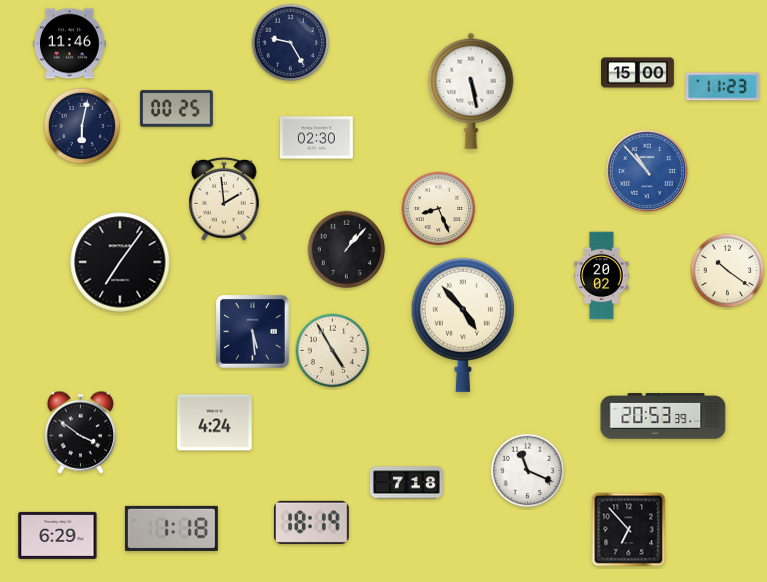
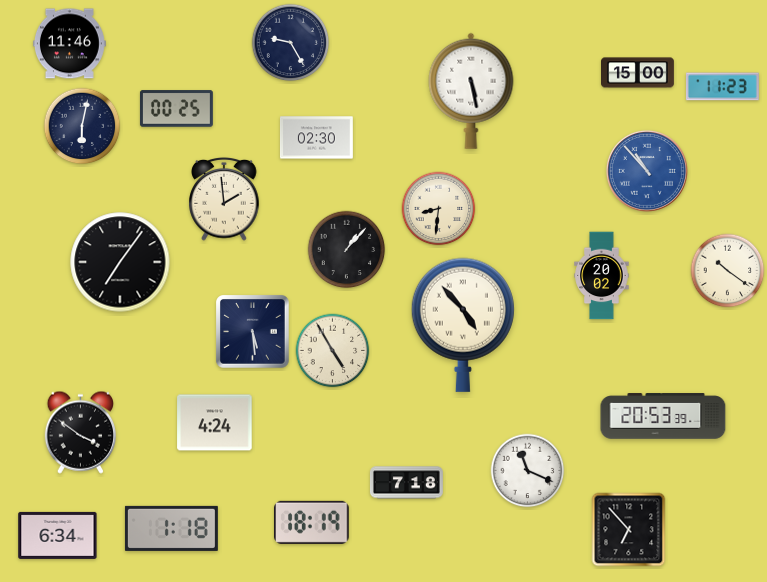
clock at (439, 209): 8:26 -> 8:31
clock at (58, 535): 6:29 -> 6:34
